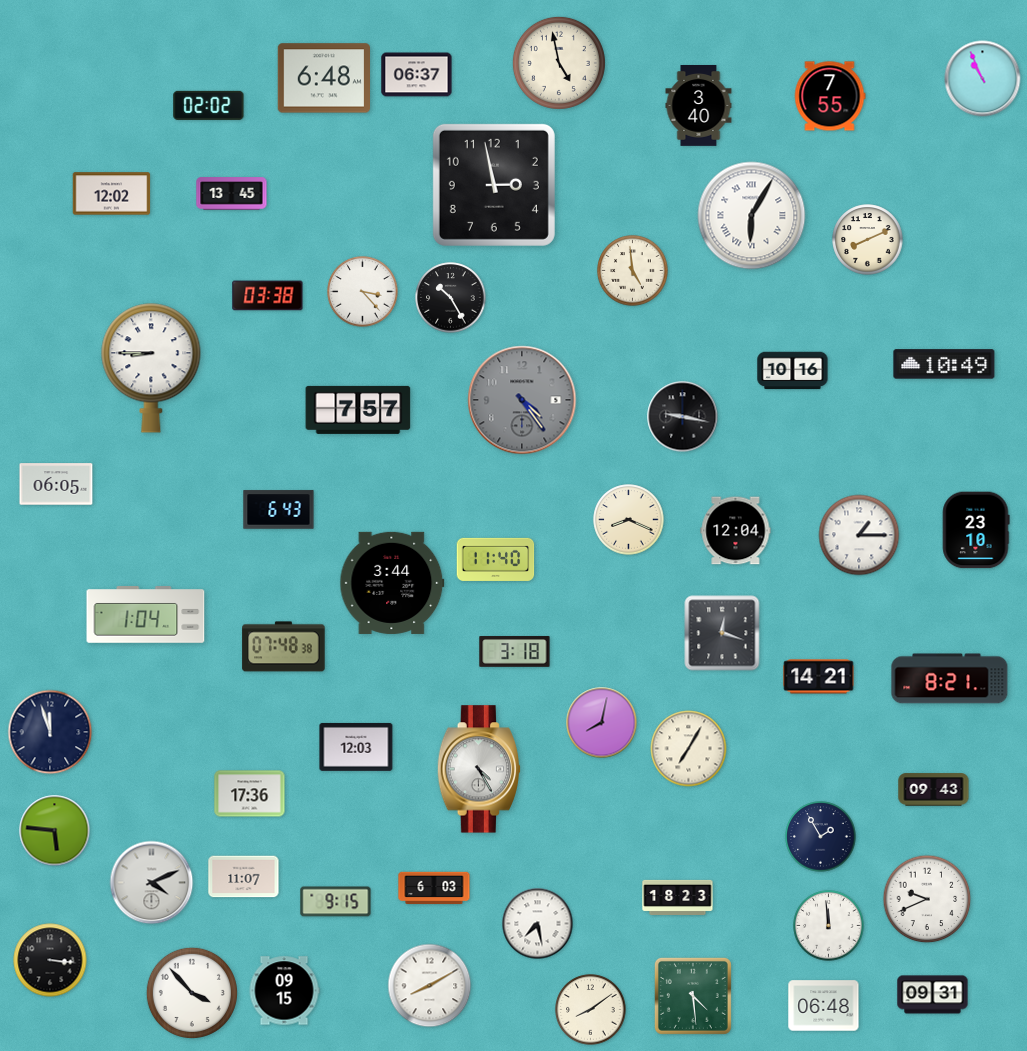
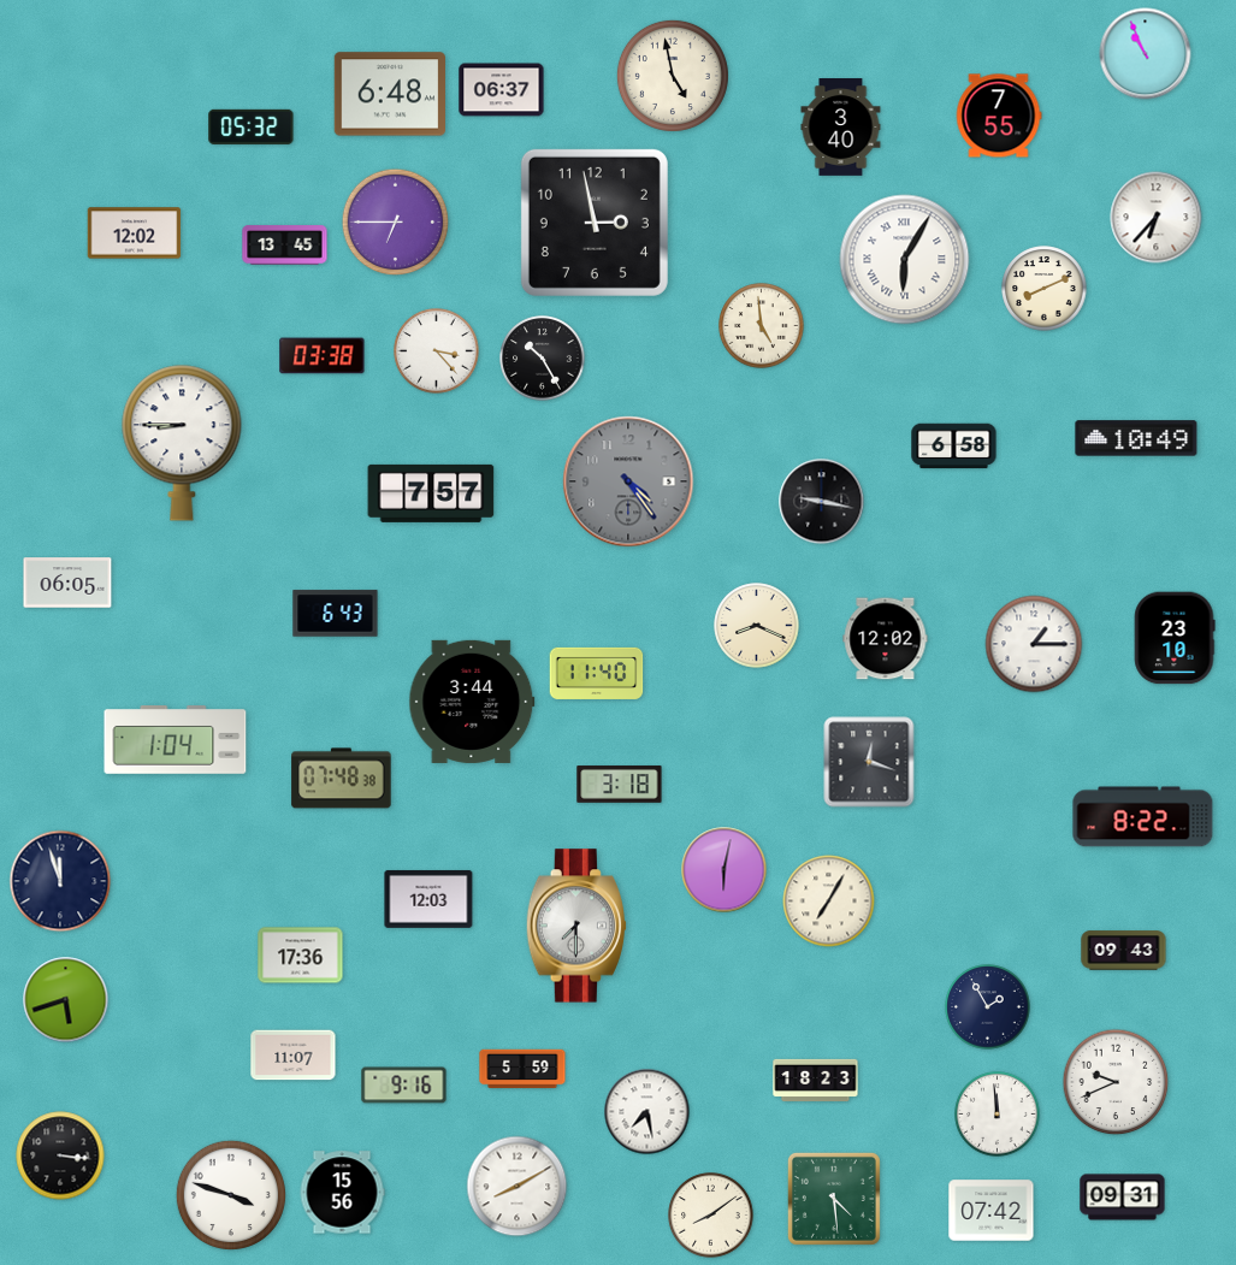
clock at (983, 79) position: (983, 79) -> (1146, 54)
clock at (209, 105): 02:02 -> 05:32
clock at (1157, 218): none -> 6:37
clock at (396, 223): none -> 6:45
clock at (232, 194) position: (232, 194) -> (285, 246)
clock at (793, 371): 10:16 -> 6:58
clock at (736, 531): 12:04 -> 12:02
clock at (819, 677): 14:21 -> none
clock at (950, 679): 8:21 -> 8:22
clock at (602, 723): 8:02 -> 6:02
clock at (478, 769): 4:25 -> 7:30
clock at (55, 831): 5:46 -> 5:42
clock at (152, 883): 4:11 -> none
clock at (434, 888): 6:03 -> 5:59
clock at (336, 902): 9:15 -> 9:16
clock at (284, 991): 09:15 -> 15:56
clock at (192, 993): 3:53 -> 3:48
clock at (824, 1006): 06:48 -> 07:42
